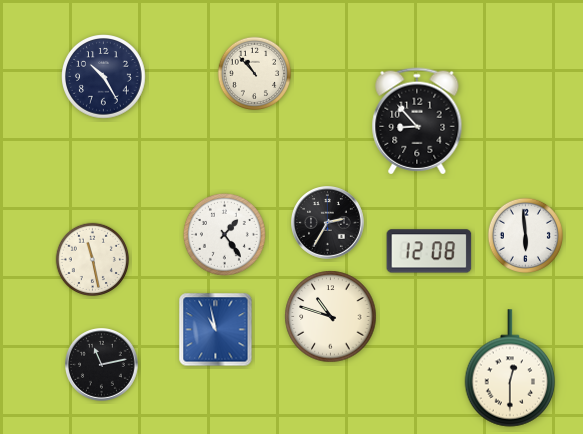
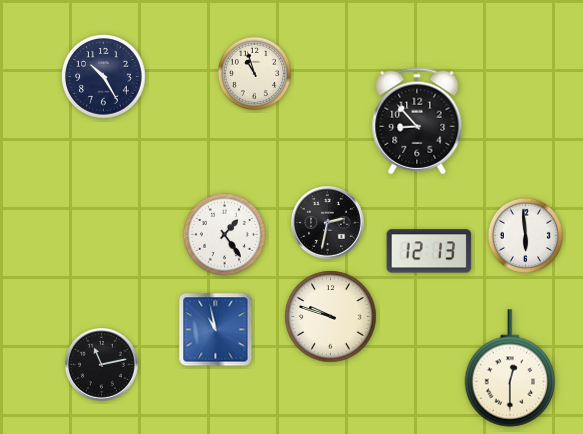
clock at (255, 74): 10:53 -> 10:57
clock at (328, 223): 2:35 -> 2:32
clock at (429, 251): 12:08 -> 12:13
clock at (93, 260): 11:28 -> none
clock at (331, 317): 10:48 -> 9:48
